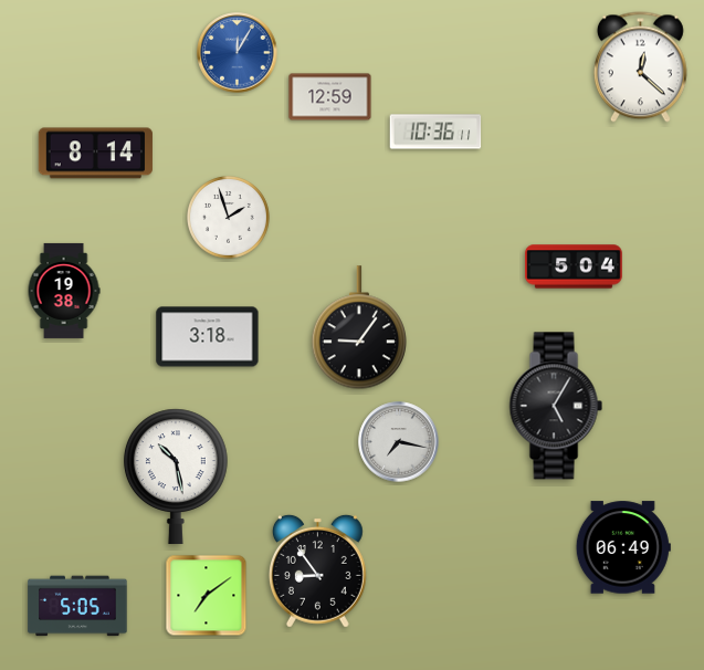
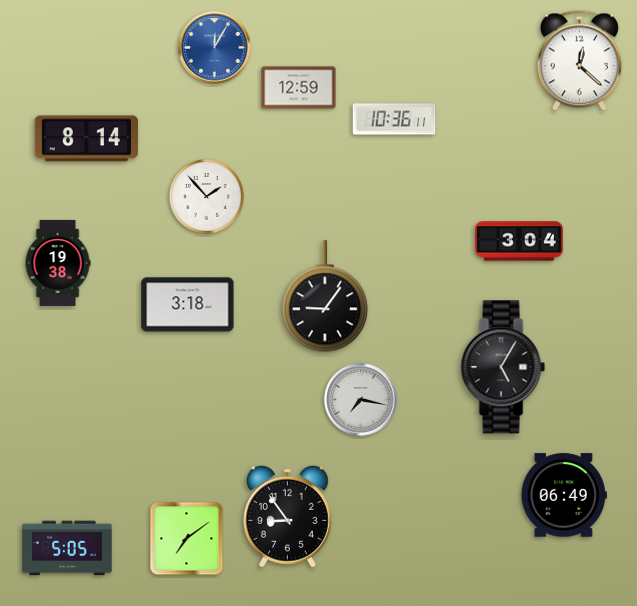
clock at (229, 218): 1:57 -> 1:53
clock at (574, 266): 5:04 -> 3:04
clock at (176, 477): 10:28 -> none
clock at (77, 606) position: (77, 606) -> (67, 548)
